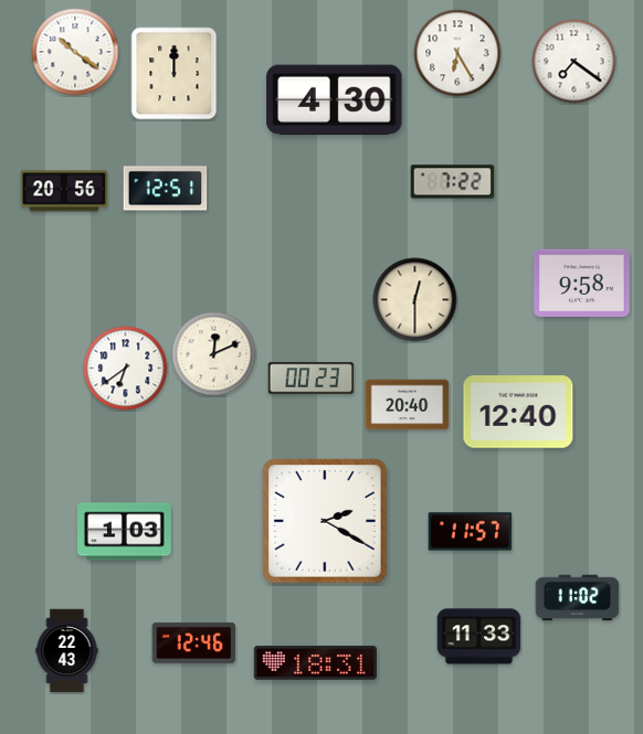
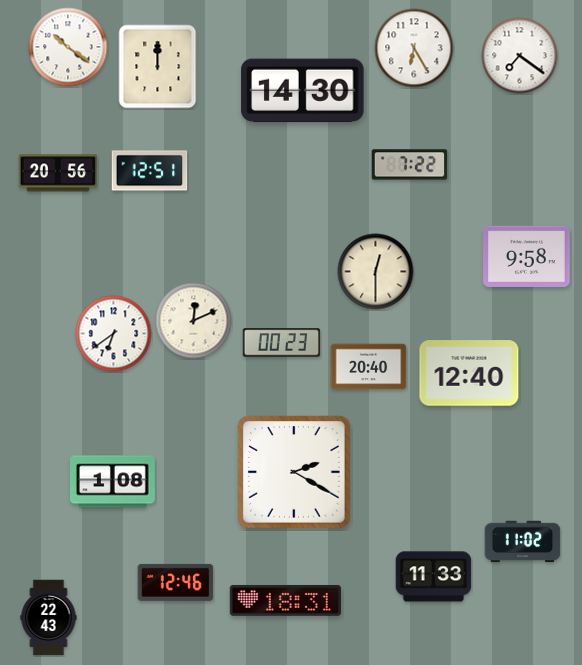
clock at (335, 100): 4:30 -> 14:30
clock at (125, 532): 1:03 -> 1:08
clock at (471, 532): 11:57 -> none
clock at (67, 651) position: (67, 651) -> (49, 618)
